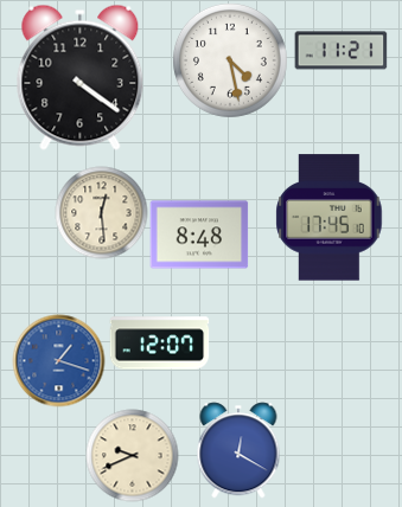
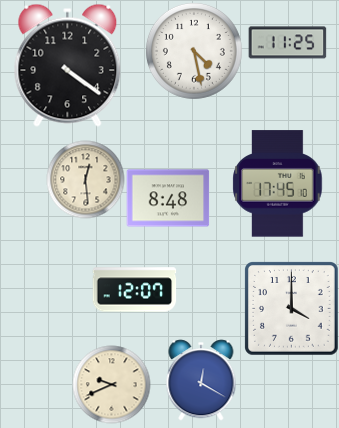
clock at (340, 51): 11:21 -> 11:25
clock at (58, 360): 1:18 -> none
clock at (292, 309): none -> 4:00
